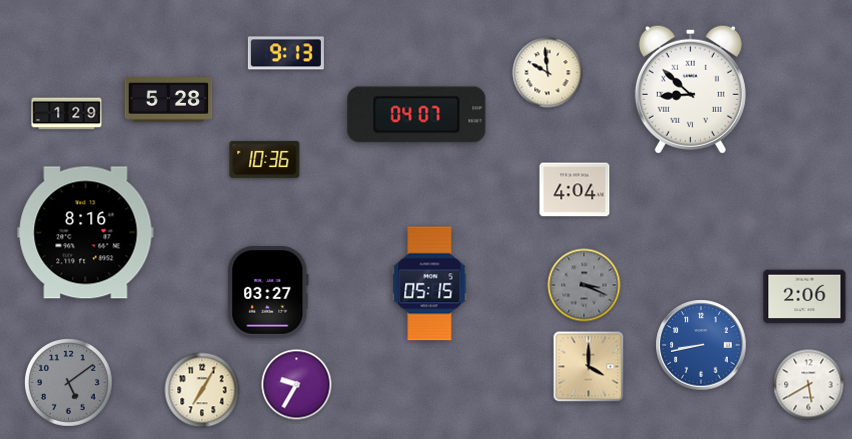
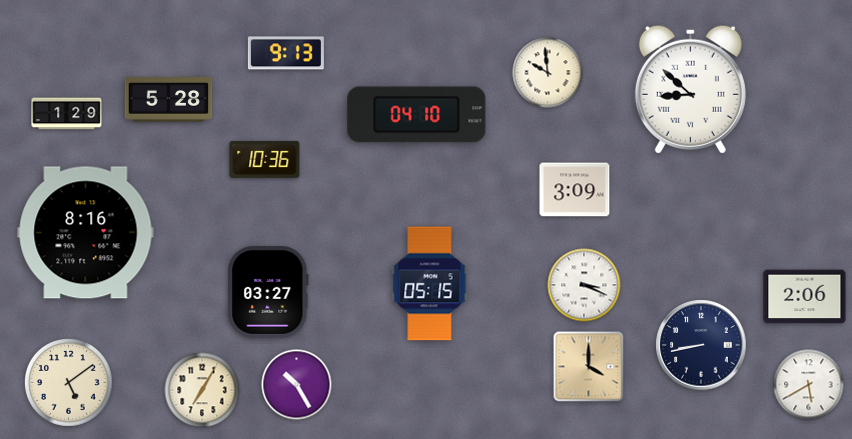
clock at (417, 115): 04:07 -> 04:10
clock at (575, 190): 4:04 -> 3:09
clock at (584, 285) dial: grey -> white
clock at (701, 345) dial: blue -> navy
clock at (69, 383) dial: grey -> cream
clock at (297, 385): 9:35 -> 10:25
